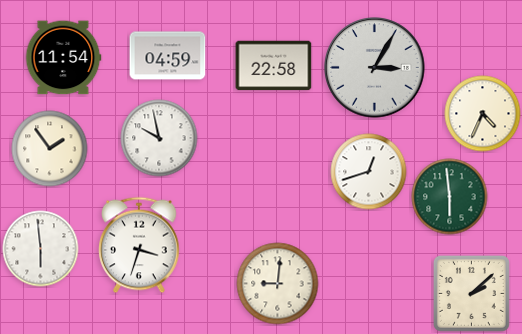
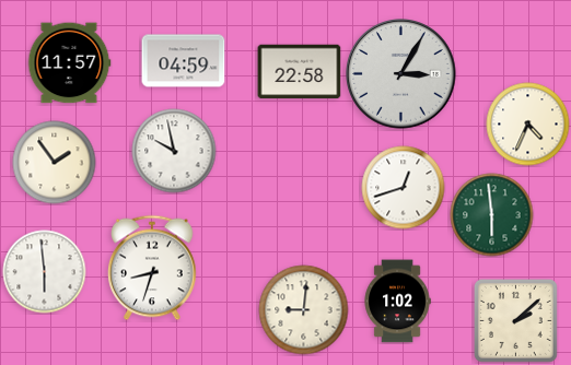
clock at (63, 58): 11:54 -> 11:57
clock at (375, 68) position: (375, 68) -> (401, 74)
clock at (139, 245): 3:33 -> 8:33
clock at (397, 302): none -> 1:02
